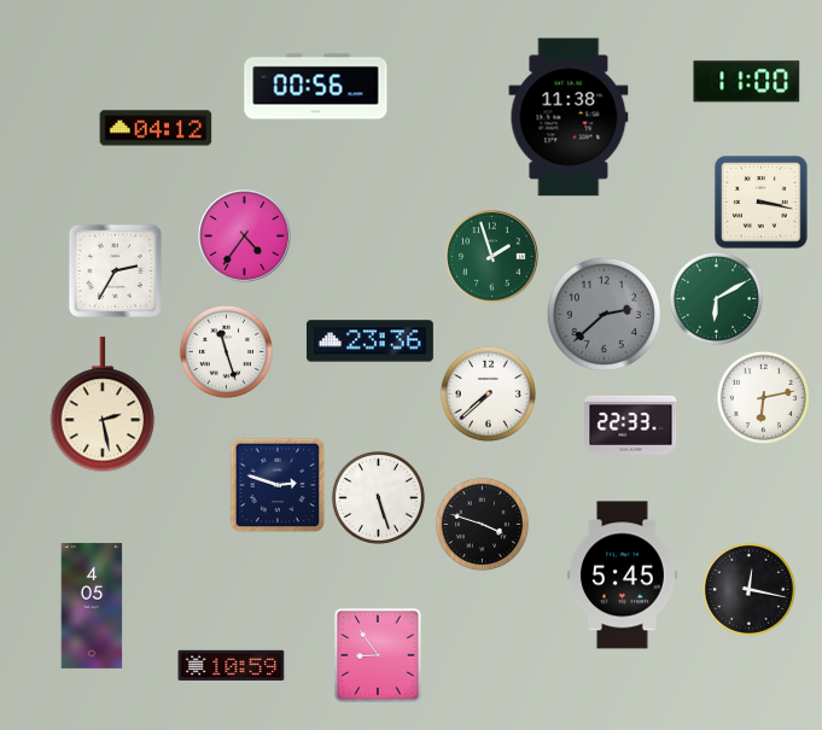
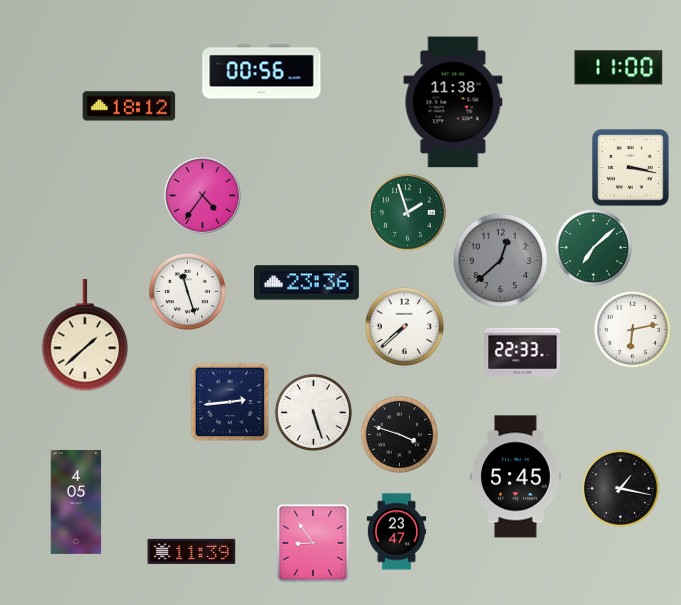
clock at (569, 117) position: (569, 117) -> (453, 102)
clock at (156, 128): 04:12 -> 18:12
clock at (115, 270): 2:35 -> none
clock at (716, 298): 6:10 -> 7:08
clock at (604, 314): 2:38 -> 12:38
clock at (103, 405): 2:28 -> 1:38
clock at (278, 485): 2:48 -> 2:44
clock at (748, 589): 12:17 -> 1:17
clock at (397, 532): none -> 23:47
clock at (232, 665): 10:59 -> 11:39
